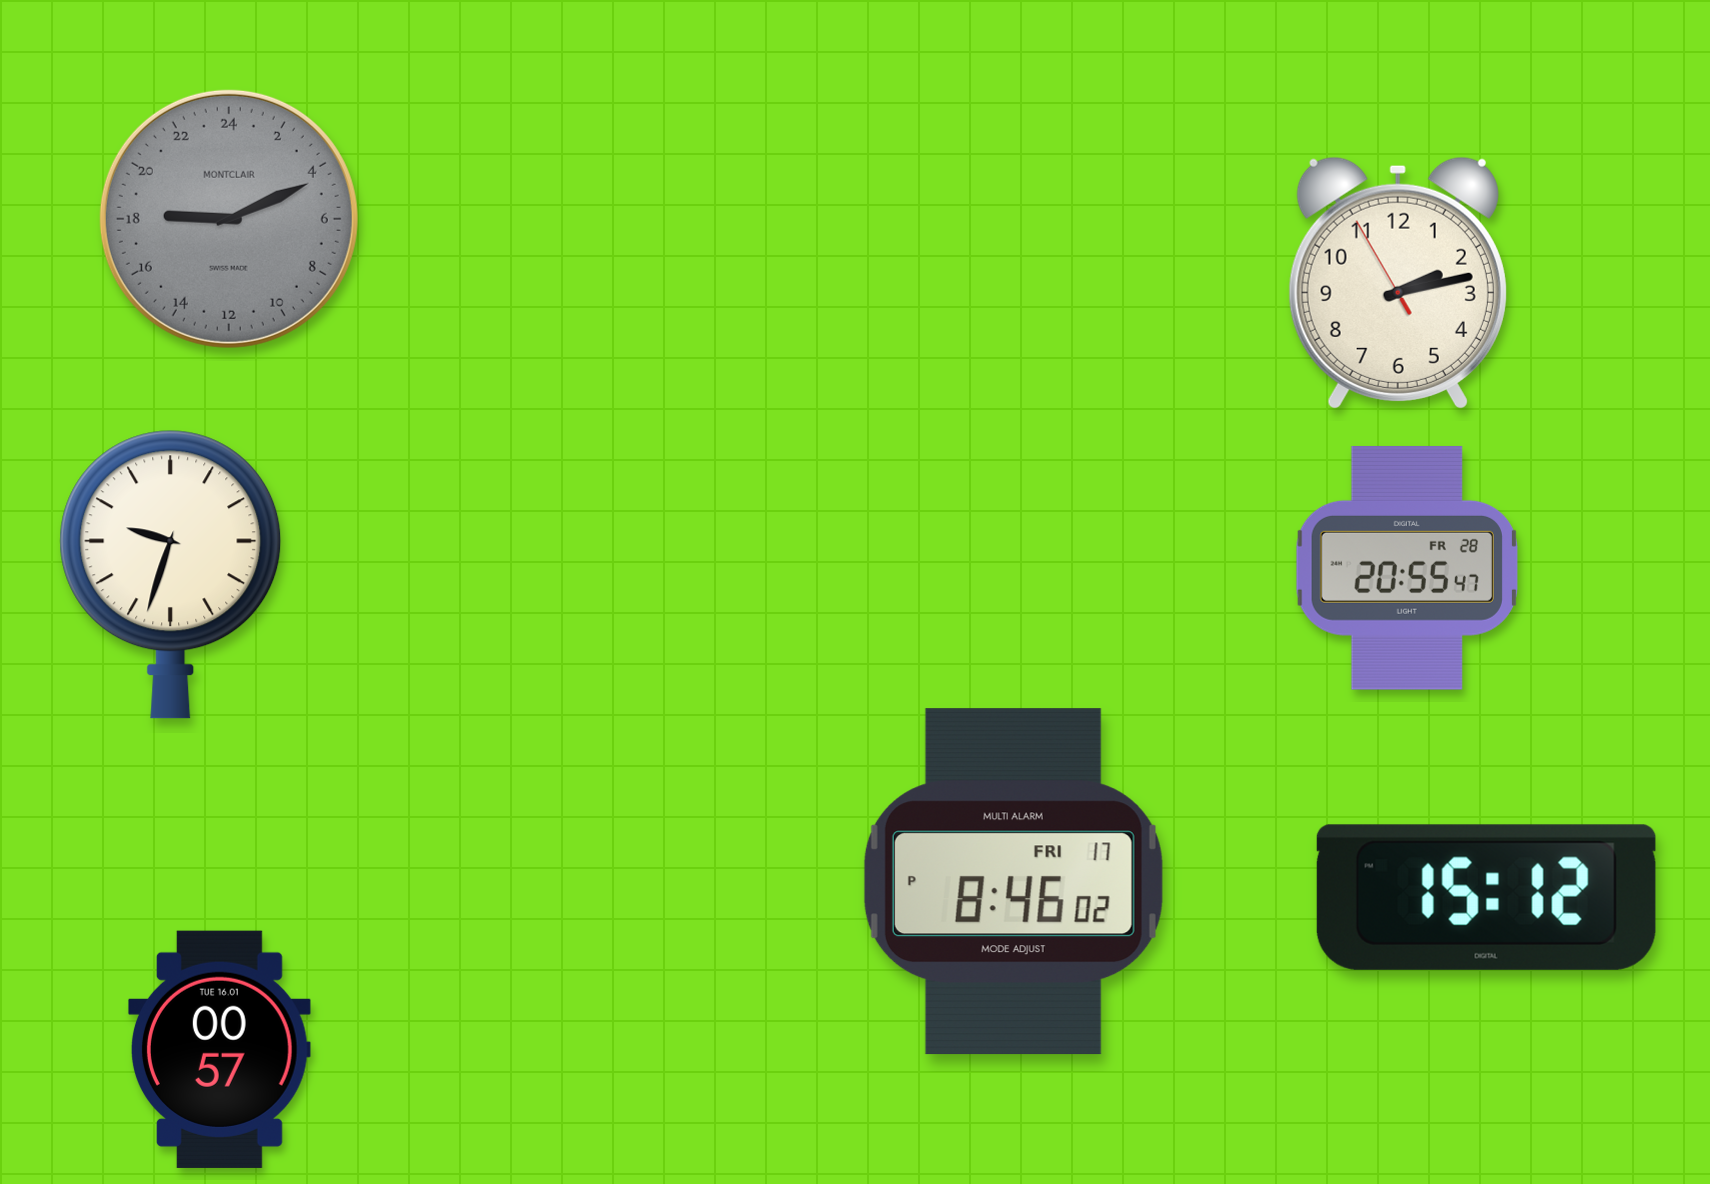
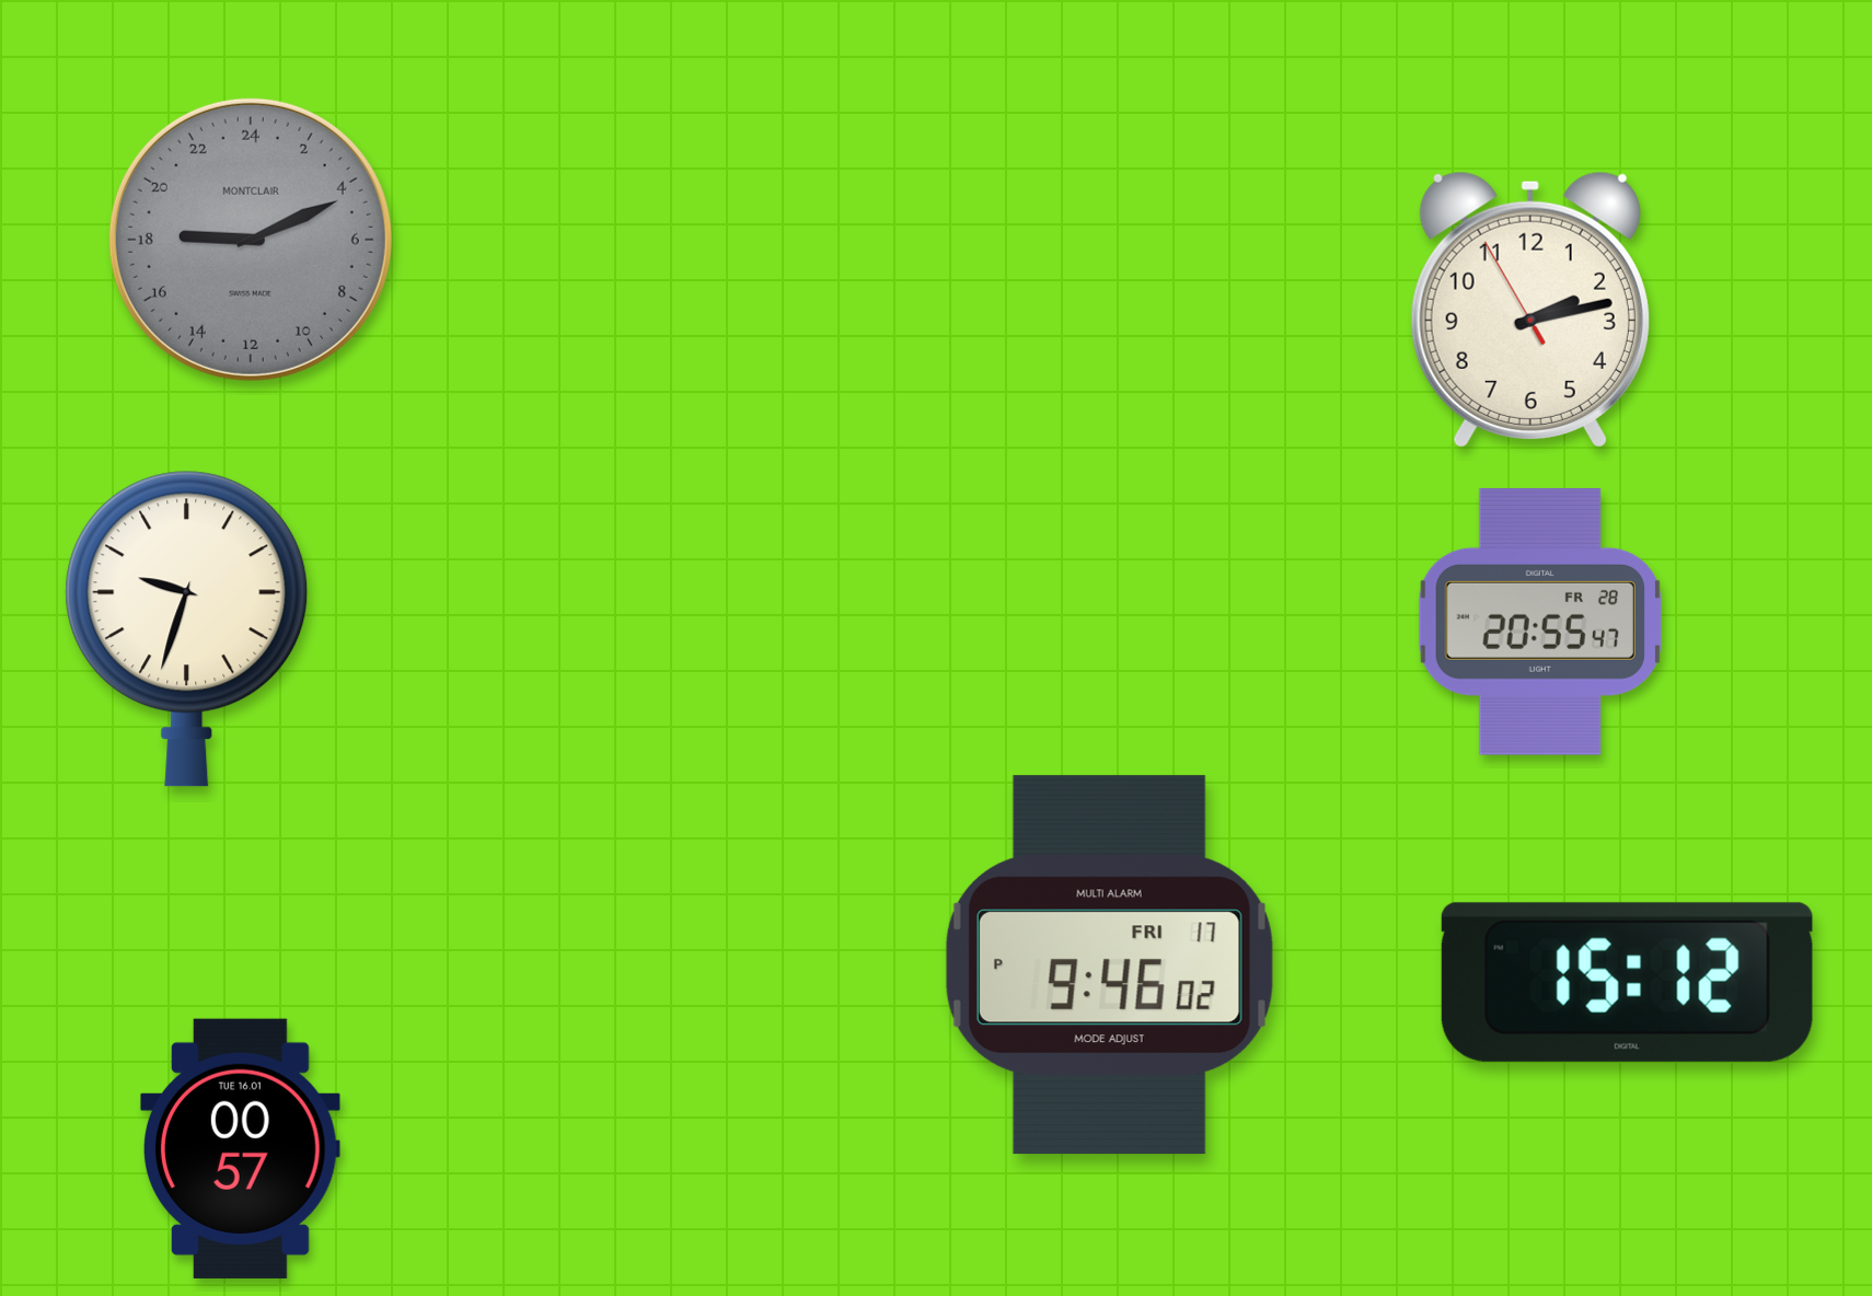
clock at (1013, 882): 8:46 -> 9:46
